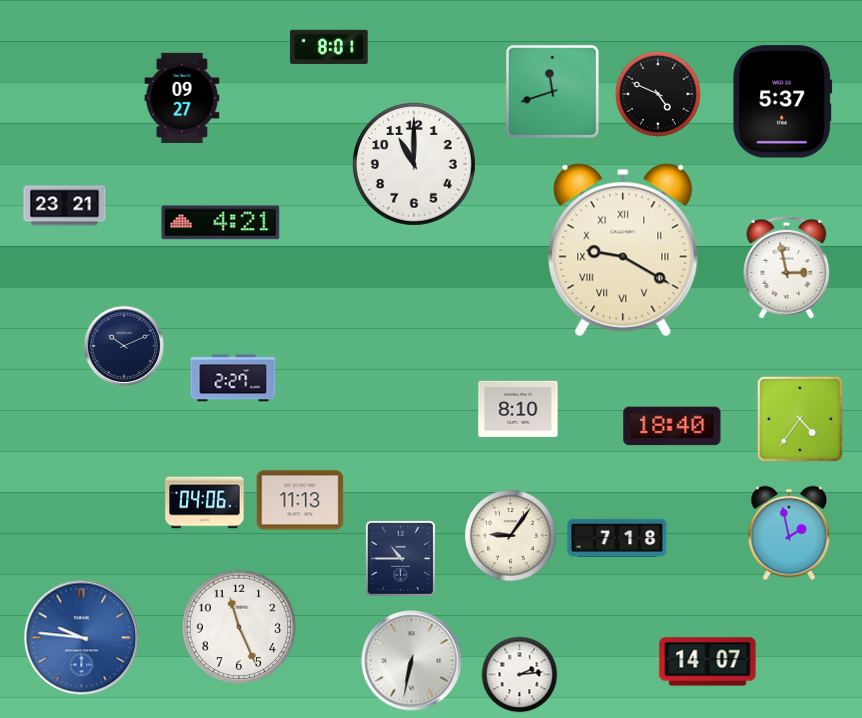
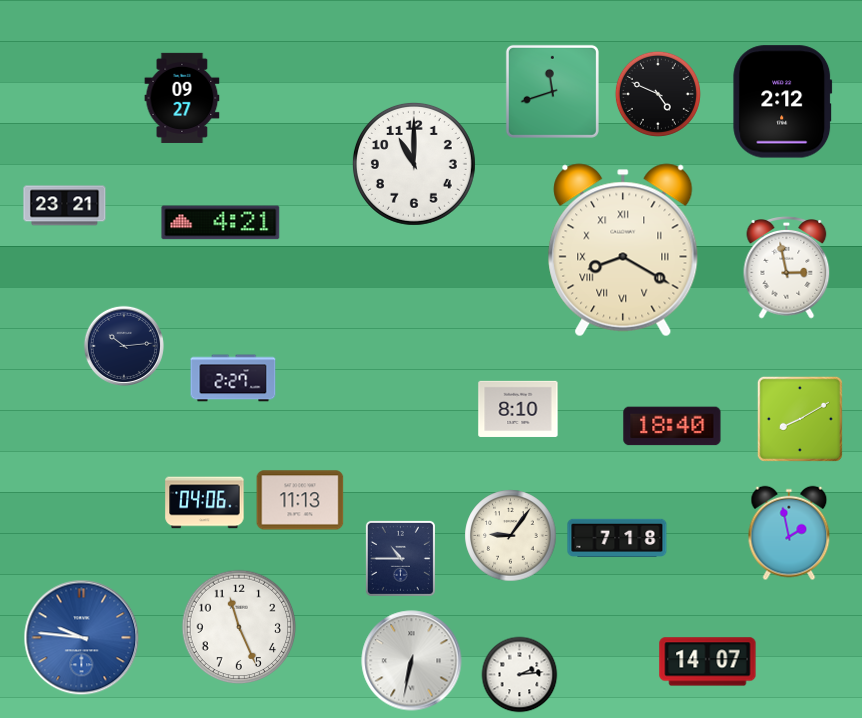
clock at (329, 47): 8:01 -> none
clock at (783, 102): 5:37 -> 2:12
clock at (623, 250): 9:20 -> 8:20
clock at (124, 346): 10:11 -> 10:14
clock at (800, 419): 4:36 -> 8:10
